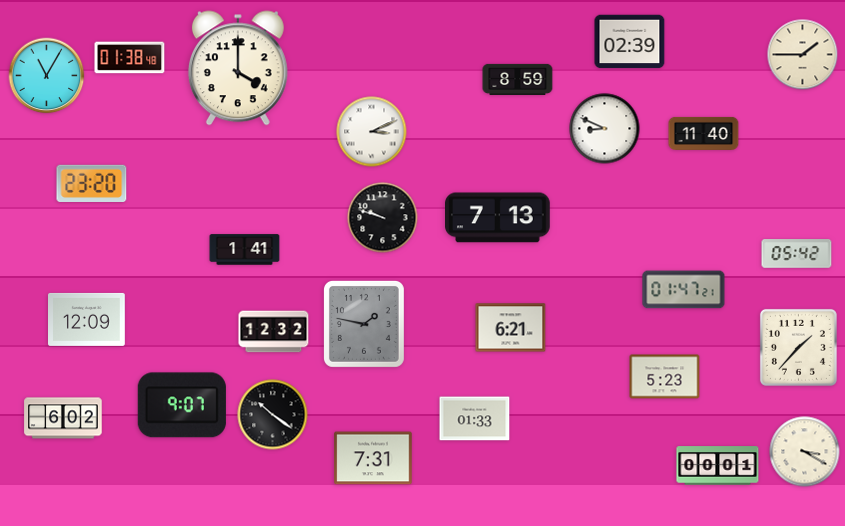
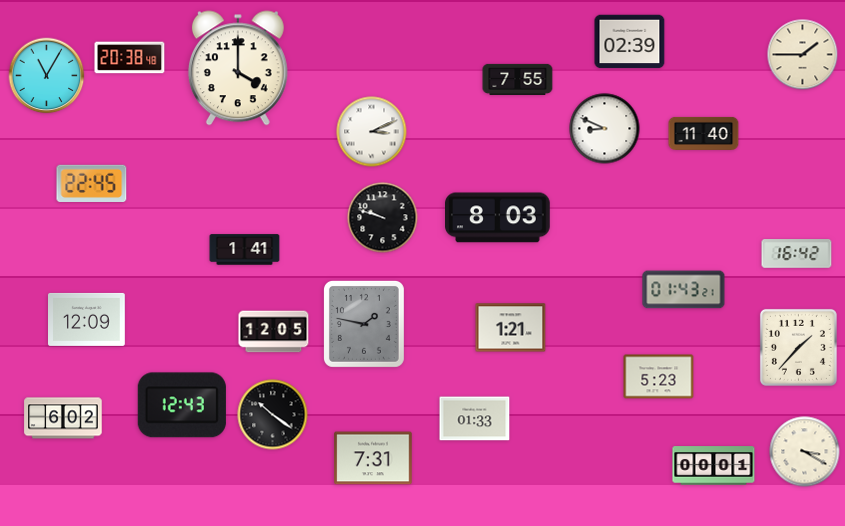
clock at (130, 58): 01:38 -> 20:38
clock at (518, 79): 8:59 -> 7:55
clock at (92, 183): 23:20 -> 22:45
clock at (498, 218): 7:13 -> 8:03
clock at (797, 254): 05:42 -> 16:42
clock at (684, 290): 01:47 -> 01:43
clock at (511, 328): 6:21 -> 1:21
clock at (274, 332): 12:32 -> 12:05
clock at (665, 377) position: (665, 377) -> (659, 377)
clock at (182, 405): 9:07 -> 12:43
clock at (718, 466) position: (718, 466) -> (714, 466)
